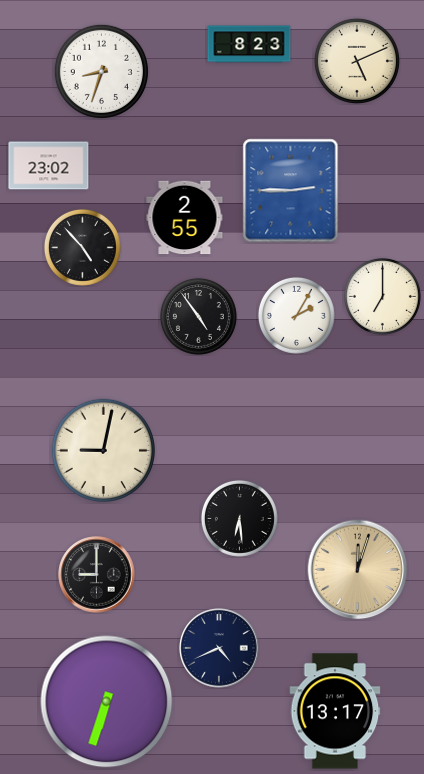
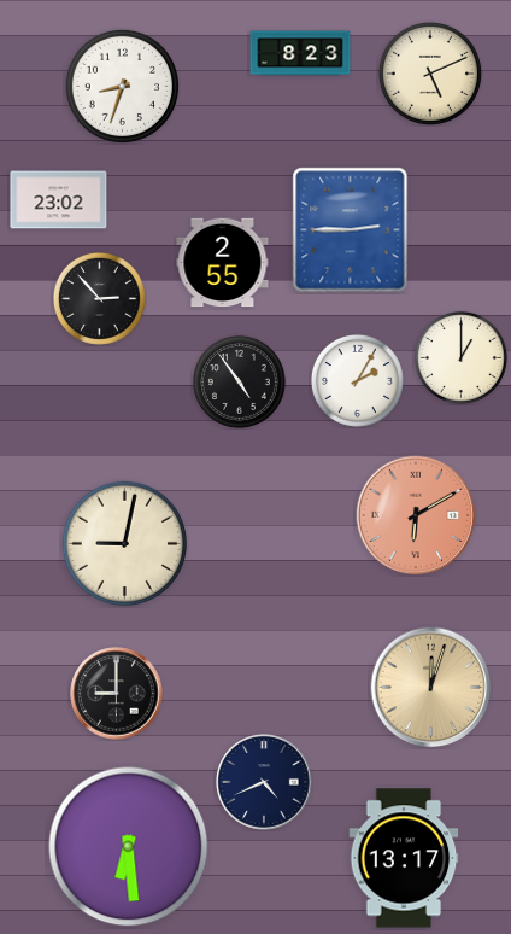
clock at (82, 247): 4:53 -> 2:53
clock at (382, 296): 7:00 -> 1:00
clock at (416, 515): none -> 6:10
clock at (239, 518): 6:29 -> none
clock at (107, 702): 6:33 -> 6:29
